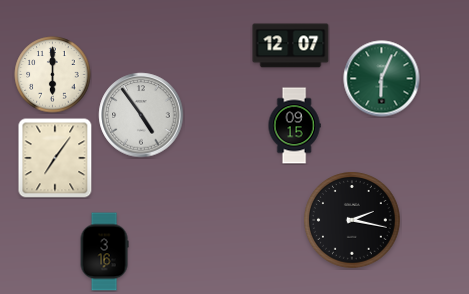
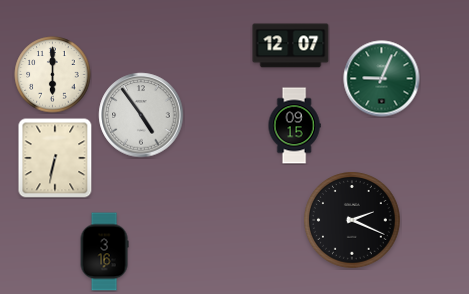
clock at (382, 79): 6:04 -> 9:04
clock at (55, 158): 7:06 -> 6:32
clock at (352, 220): 2:17 -> 2:19
